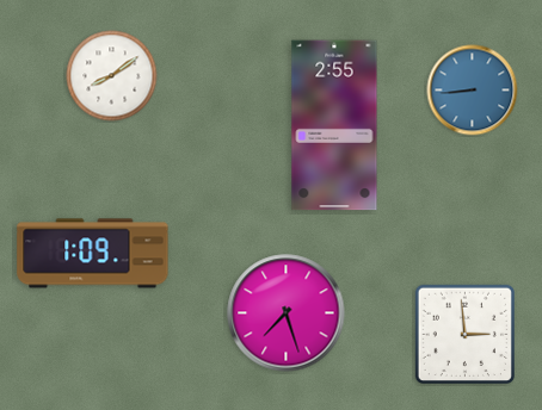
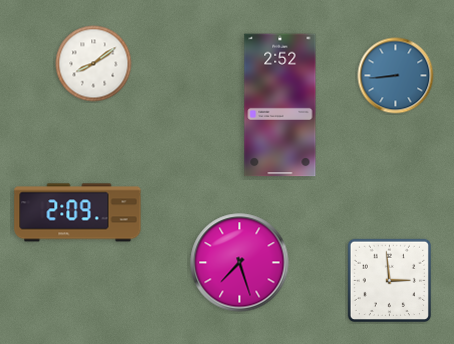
clock at (334, 125): 2:55 -> 2:52
clock at (93, 254): 1:09 -> 2:09
